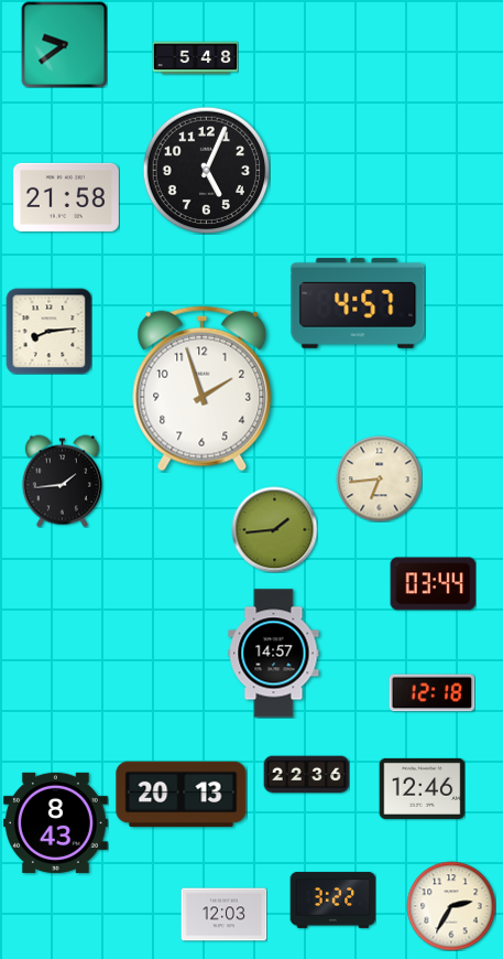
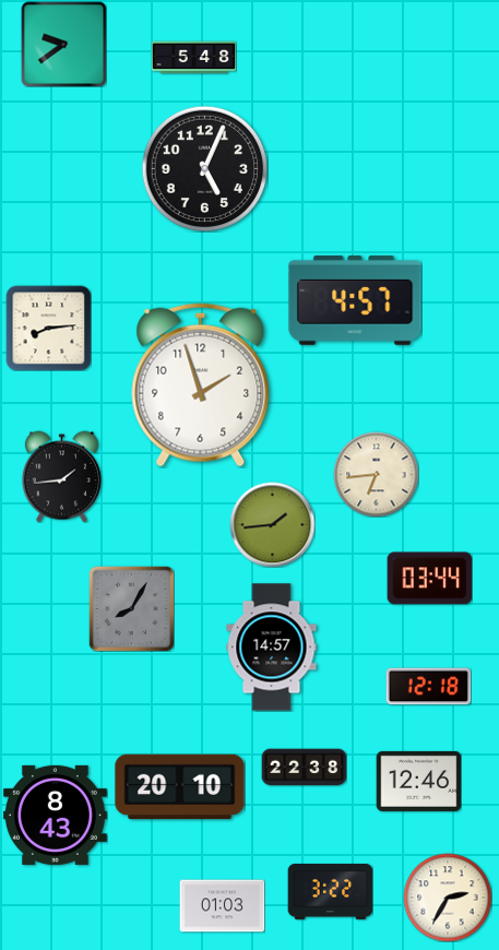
clock at (66, 197): 21:58 -> none
clock at (131, 608): none -> 8:05
clock at (306, 775): 22:36 -> 22:38
clock at (182, 795): 20:13 -> 20:10
clock at (223, 915): 12:03 -> 01:03
